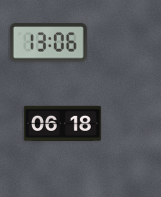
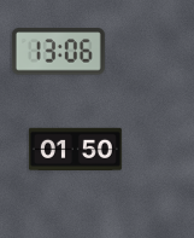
clock at (62, 123): 06:18 -> 01:50
